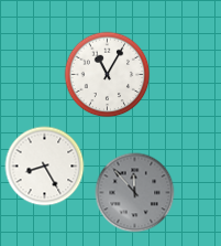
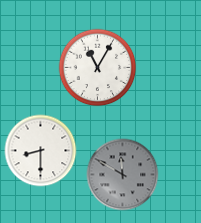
clock at (45, 167): 8:25 -> 8:30
clock at (135, 193): 11:53 -> 11:50
